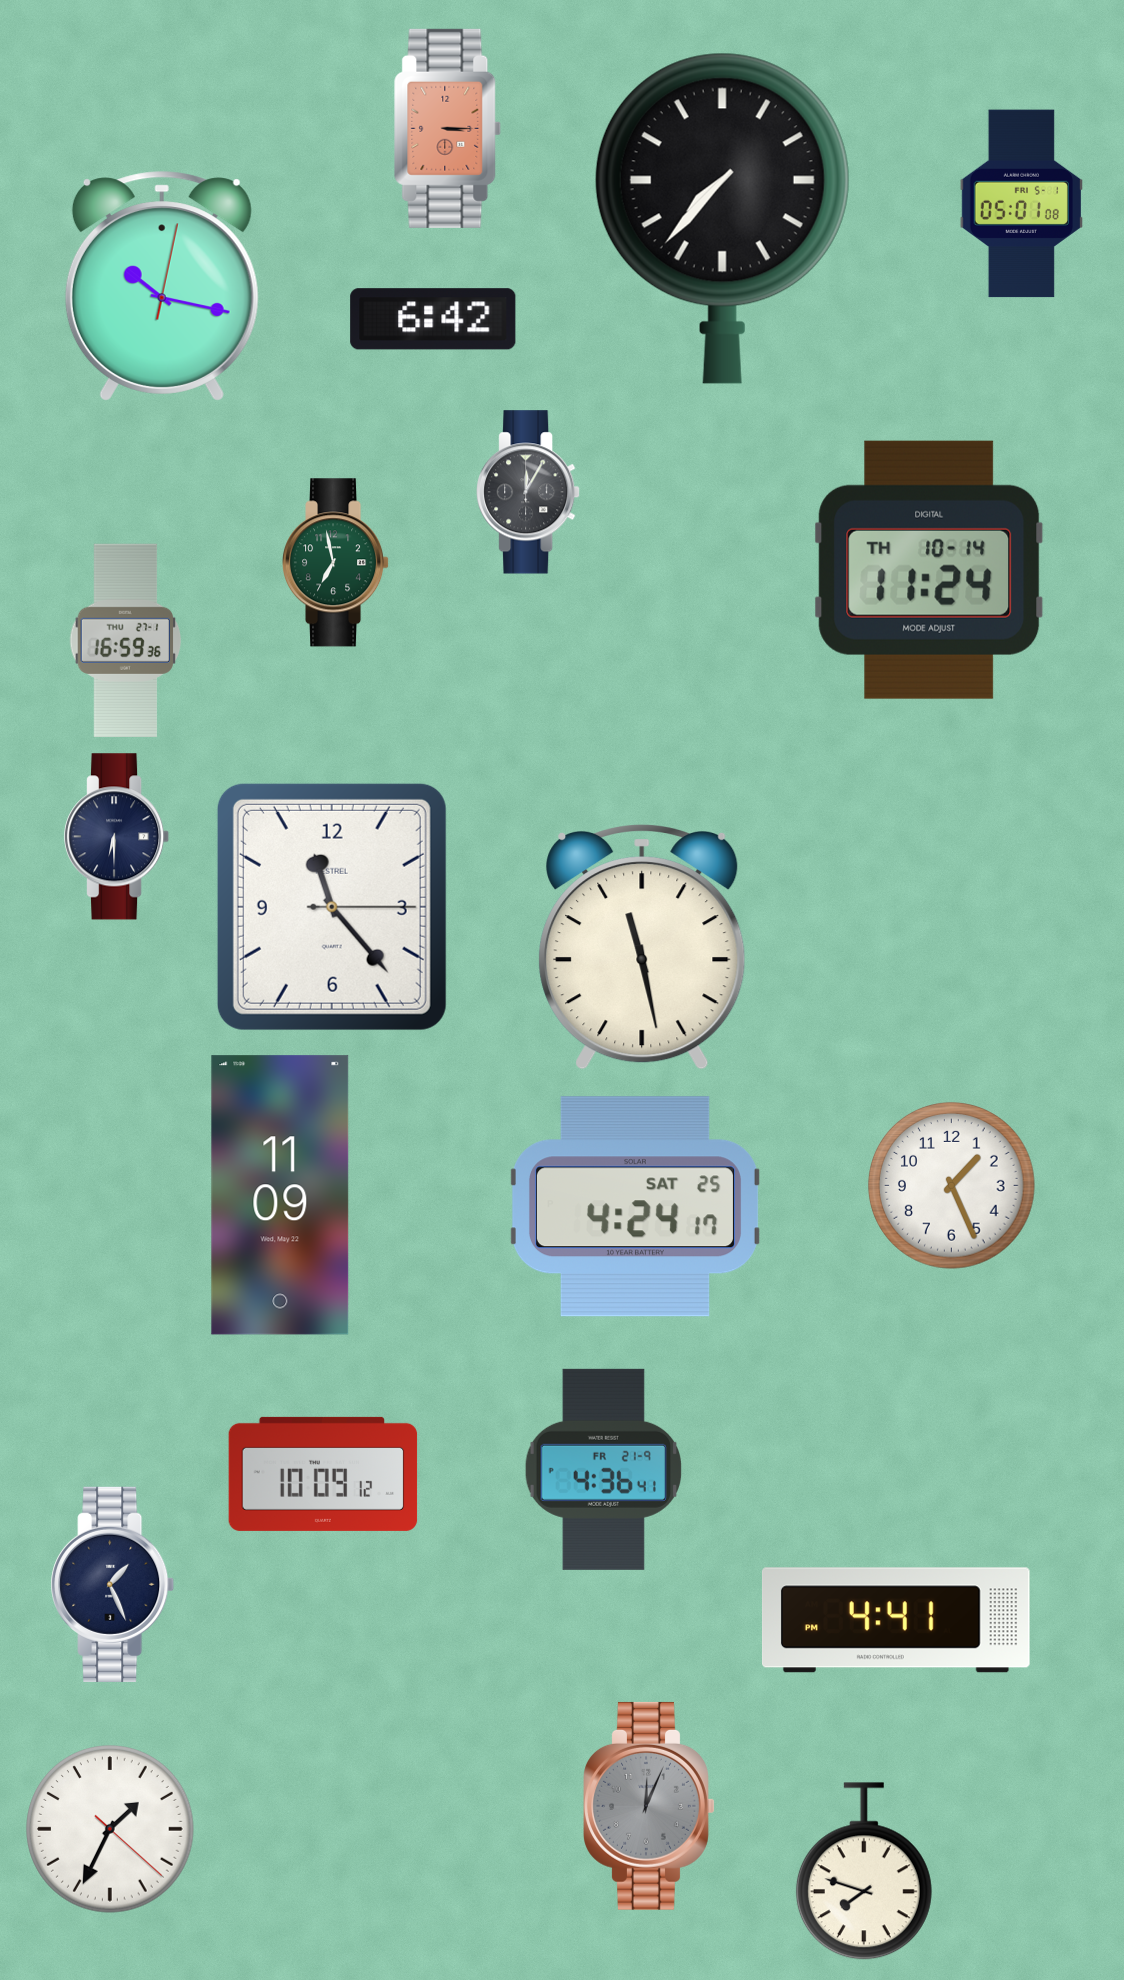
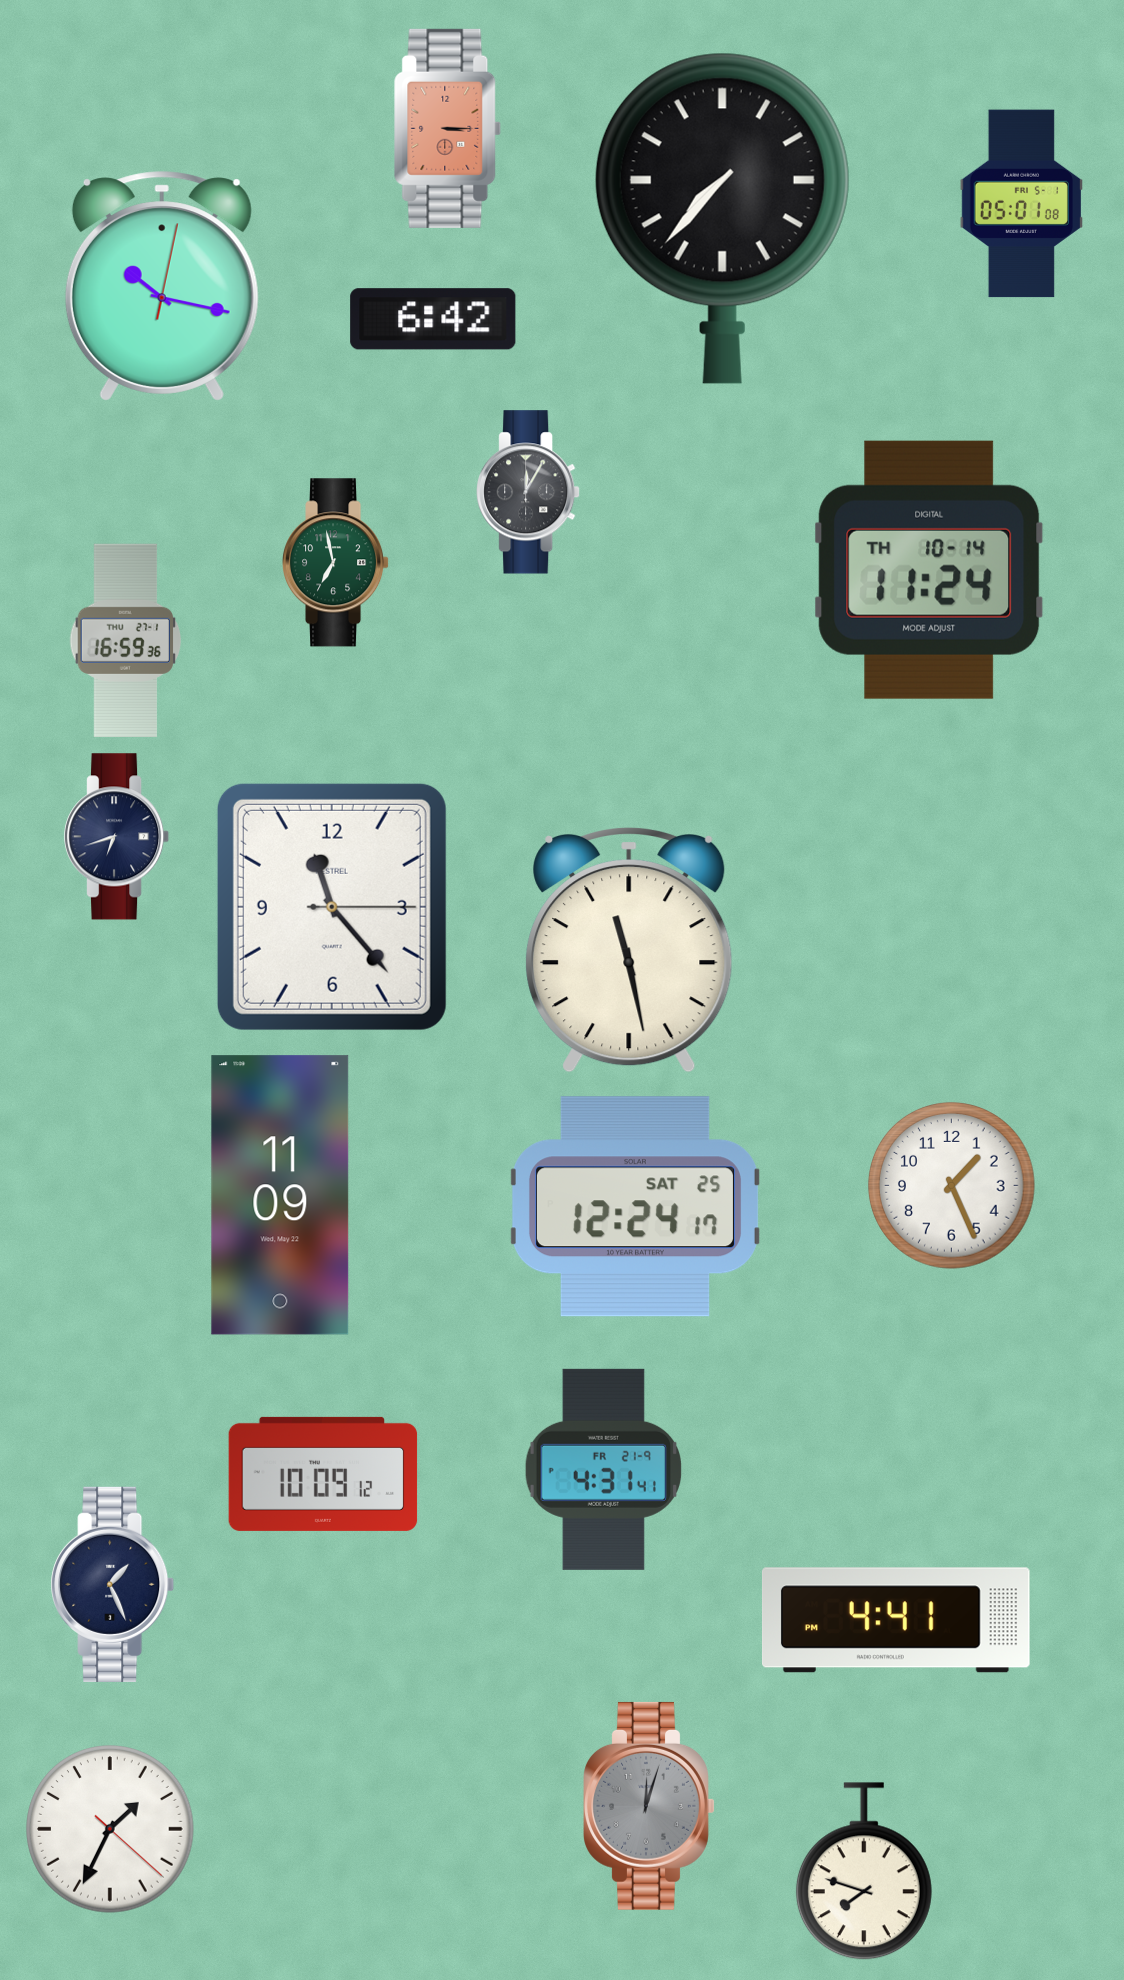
clock at (118, 837): 6:30 -> 6:42
clock at (642, 947) position: (642, 947) -> (629, 950)
clock at (635, 1207): 4:24 -> 12:24
clock at (603, 1469): 4:36 -> 4:31
clock at (649, 1806): 12:04 -> 12:03
